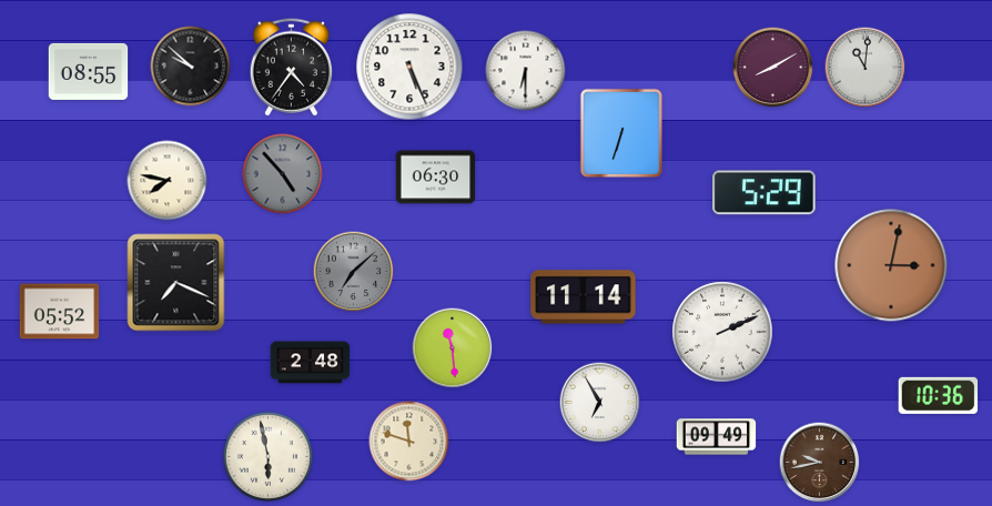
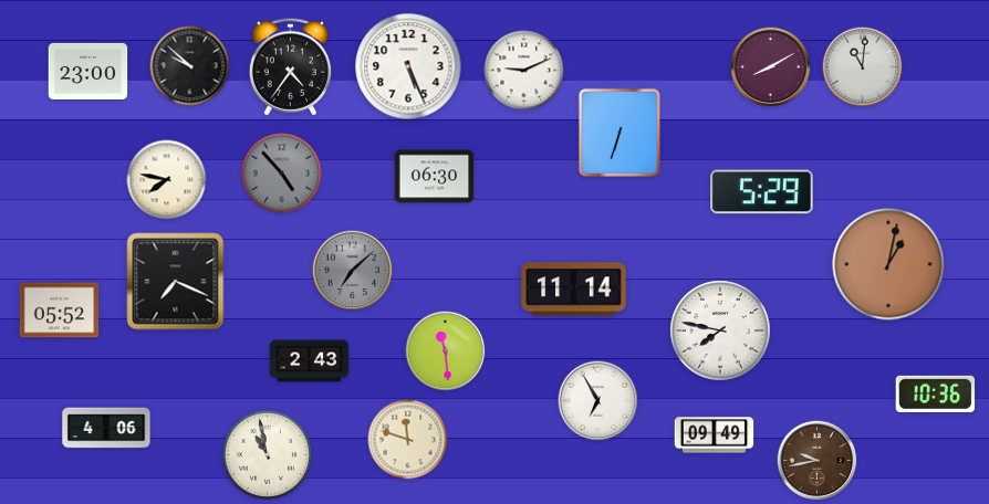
clock at (89, 71): 08:55 -> 23:00
clock at (526, 71): 6:30 -> 9:11
clock at (891, 265): 3:02 -> 1:02
clock at (584, 297) position: (584, 297) -> (574, 290)
clock at (722, 332): 2:11 -> 7:47
clock at (453, 348) position: (453, 348) -> (446, 351)
clock at (311, 363): 2:48 -> 2:43
clock at (106, 428): none -> 4:06
clock at (269, 457): 5:58 -> 10:58
